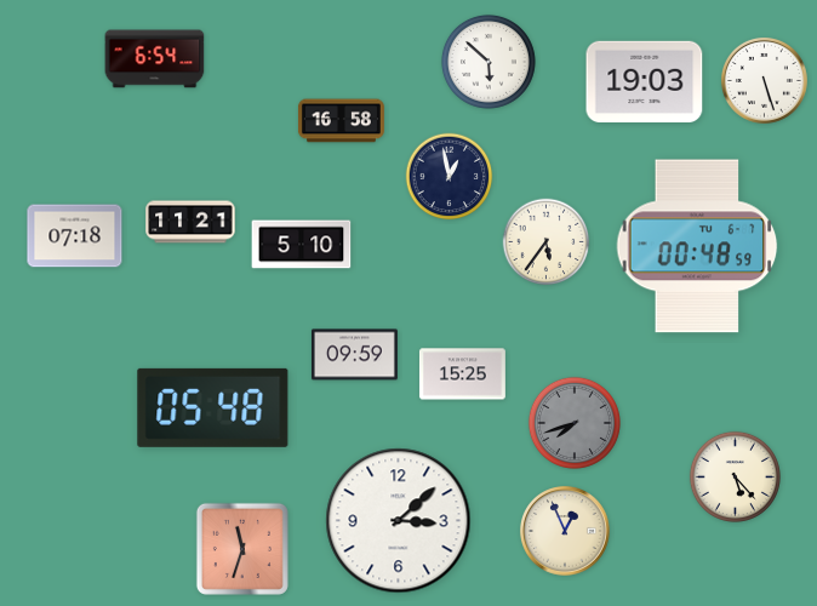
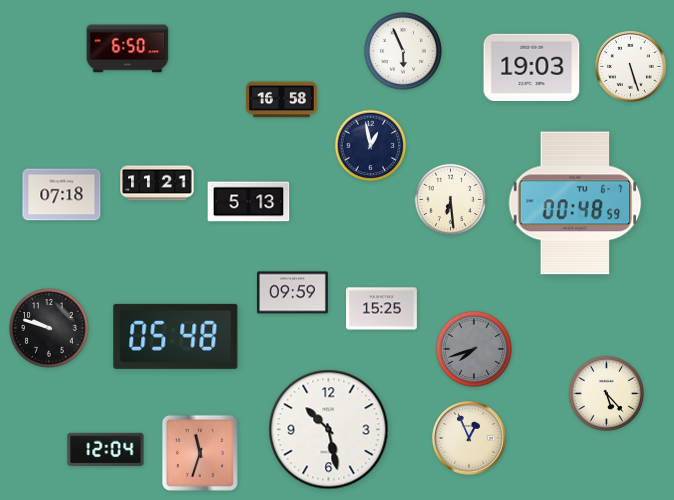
clock at (155, 59): 6:54 -> 6:50
clock at (489, 62): 5:52 -> 5:56
clock at (547, 242): 5:36 -> 6:29
clock at (302, 245): 5:10 -> 5:13
clock at (49, 328): none -> 9:48
clock at (399, 521): 3:08 -> 10:28
clock at (566, 532) position: (566, 532) -> (470, 439)
clock at (106, 449): none -> 12:04
